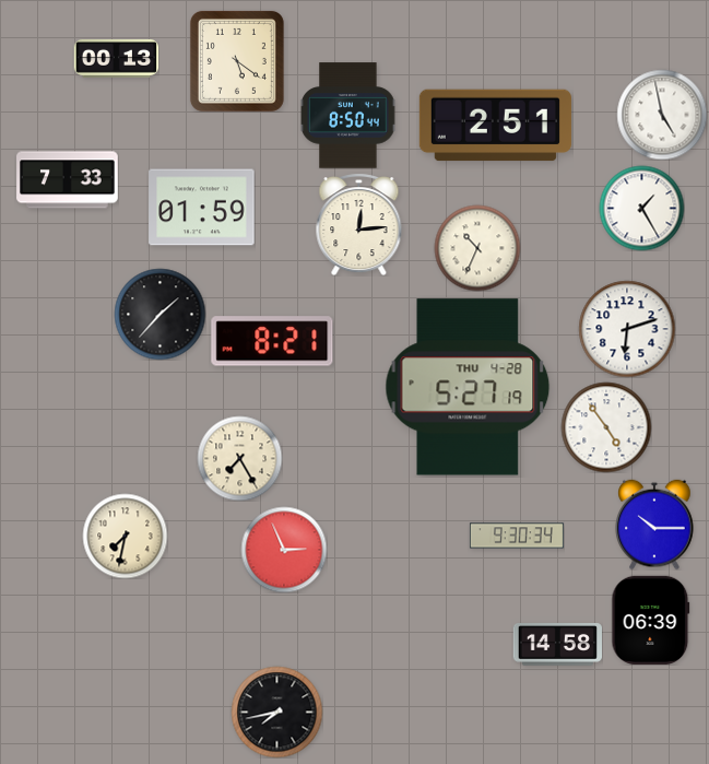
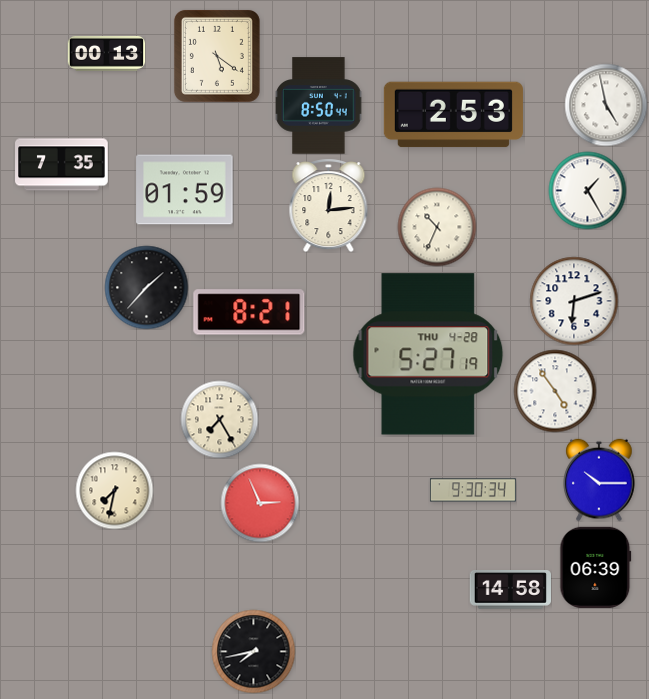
clock at (495, 126): 2:51 -> 2:53
clock at (68, 180): 7:33 -> 7:35
